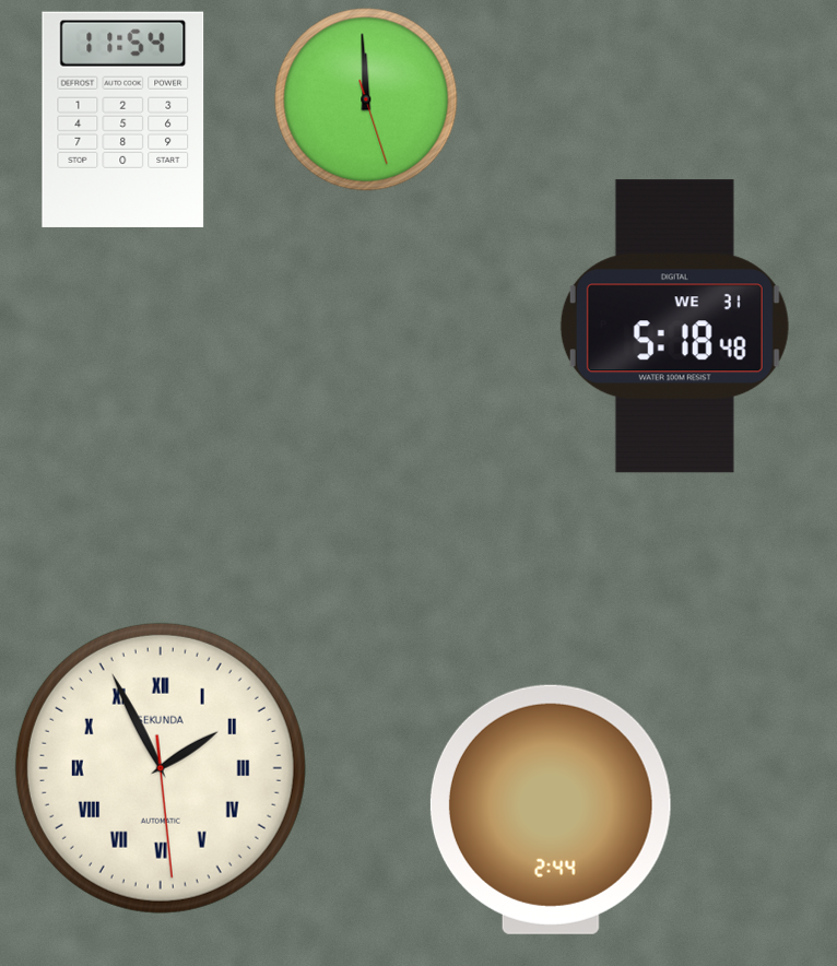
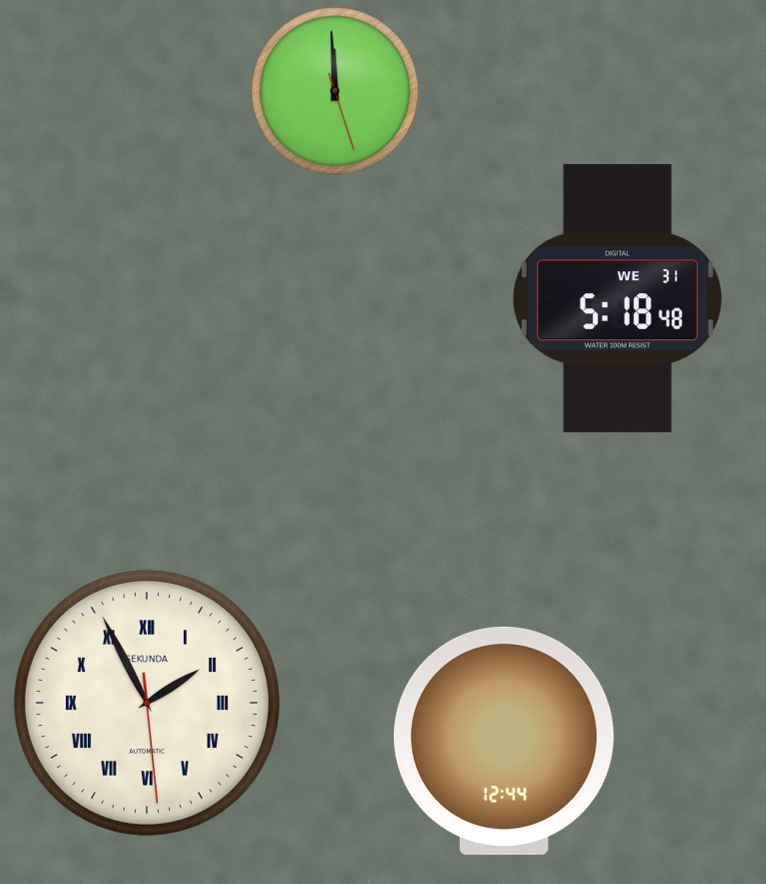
clock at (123, 119): 11:54 -> none
clock at (551, 810): 2:44 -> 12:44
